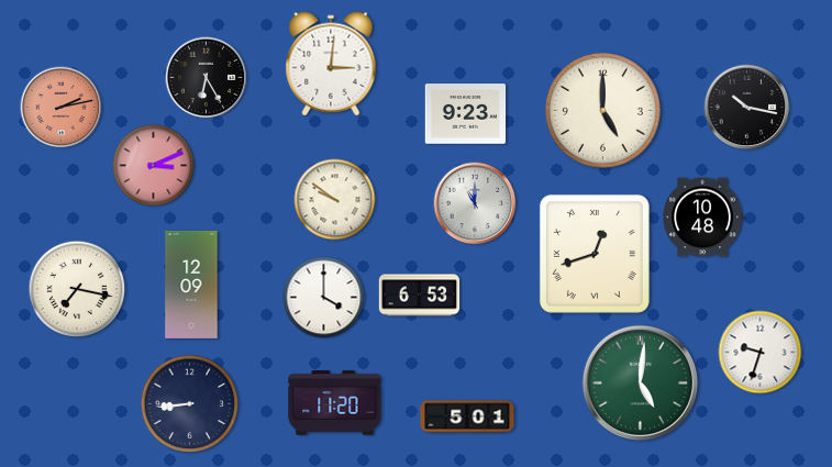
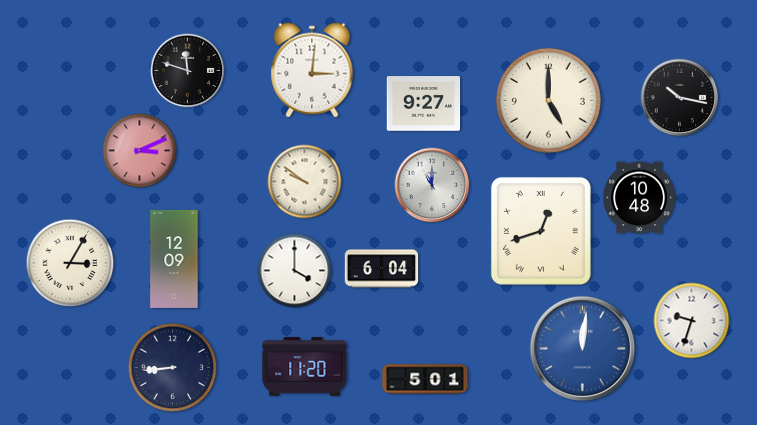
clock at (331, 64) position: (331, 64) -> (312, 70)
clock at (207, 78): 6:25 -> 11:48
clock at (62, 108): 2:13 -> none
clock at (466, 114): 9:23 -> 9:27
clock at (77, 289): 7:17 -> 3:05
clock at (420, 296): 6:53 -> 6:04
clock at (640, 382): 5:01 -> 12:01
clock at (640, 382) dial: green -> blue
